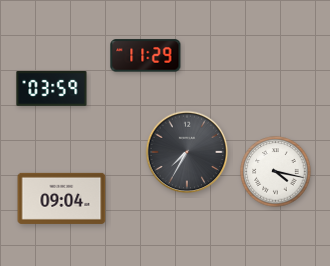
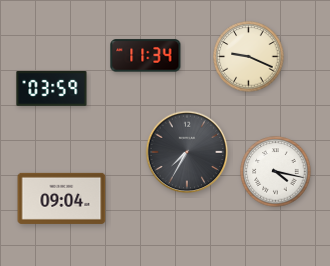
clock at (146, 56): 11:29 -> 11:34
clock at (249, 57): none -> 9:19
